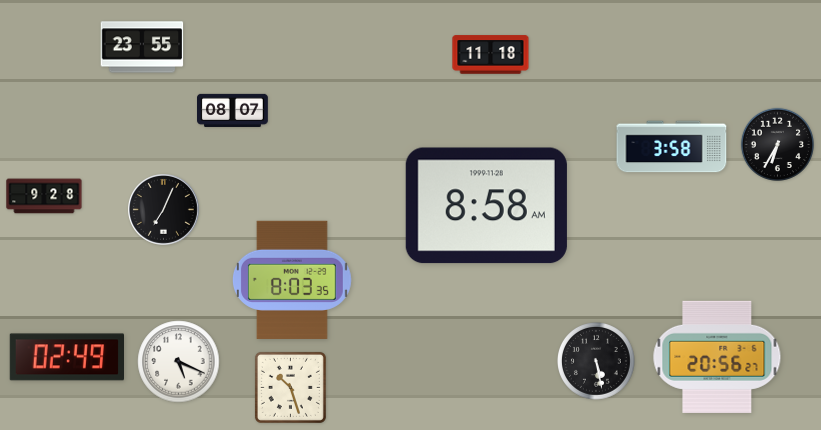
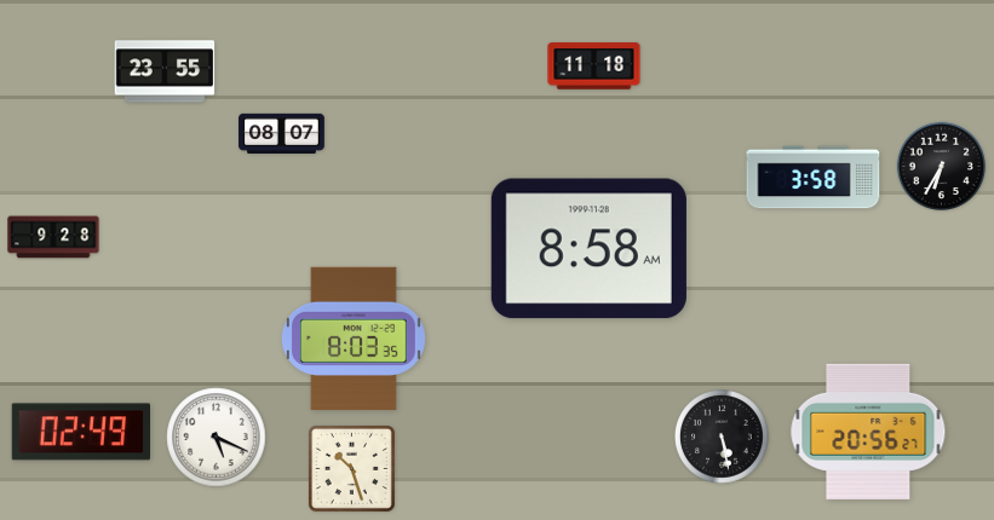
clock at (142, 47) position: (142, 47) -> (165, 71)
clock at (777, 144) position: (777, 144) -> (941, 166)
clock at (164, 210): 7:04 -> none
